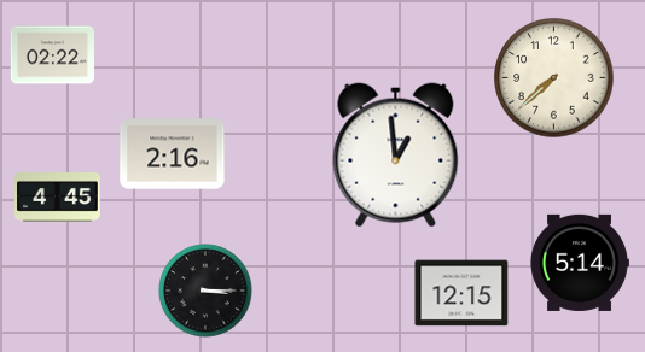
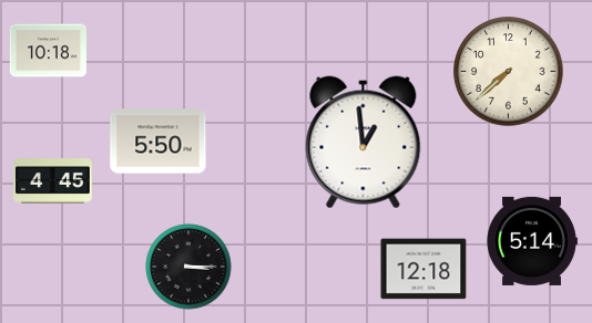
clock at (52, 55): 02:22 -> 10:18
clock at (173, 154): 2:16 -> 5:50
clock at (461, 293): 12:15 -> 12:18
